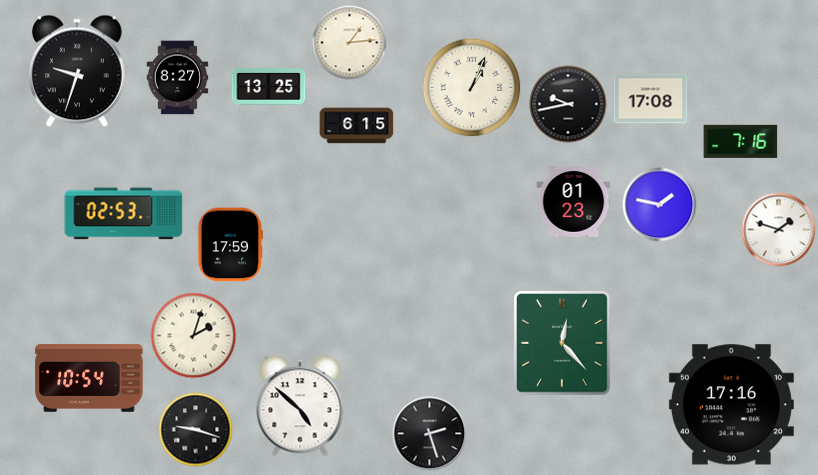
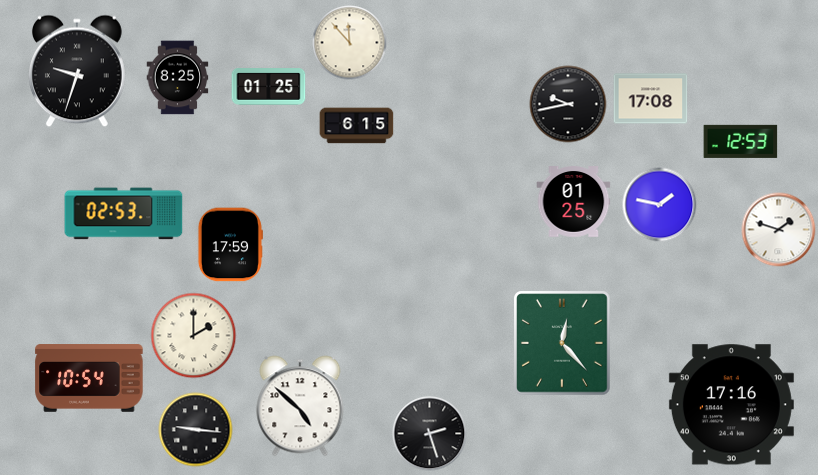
clock at (350, 43): 1:14 -> 11:53
clock at (178, 78): 8:27 -> 8:25
clock at (269, 87): 13:25 -> 01:25
clock at (472, 88): 1:04 -> none
clock at (741, 141): 7:16 -> 12:53
clock at (574, 202): 01:23 -> 01:25
clock at (194, 336): 2:03 -> 2:00
clock at (196, 430): 9:18 -> 9:16
